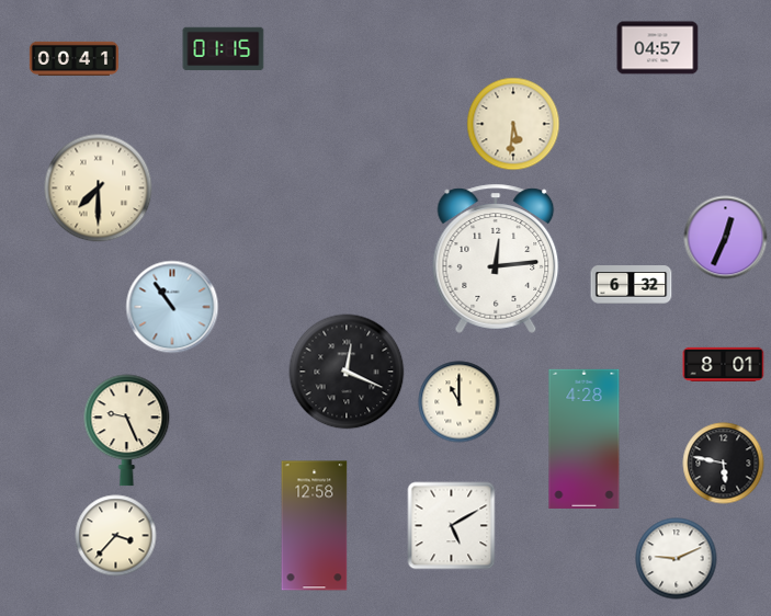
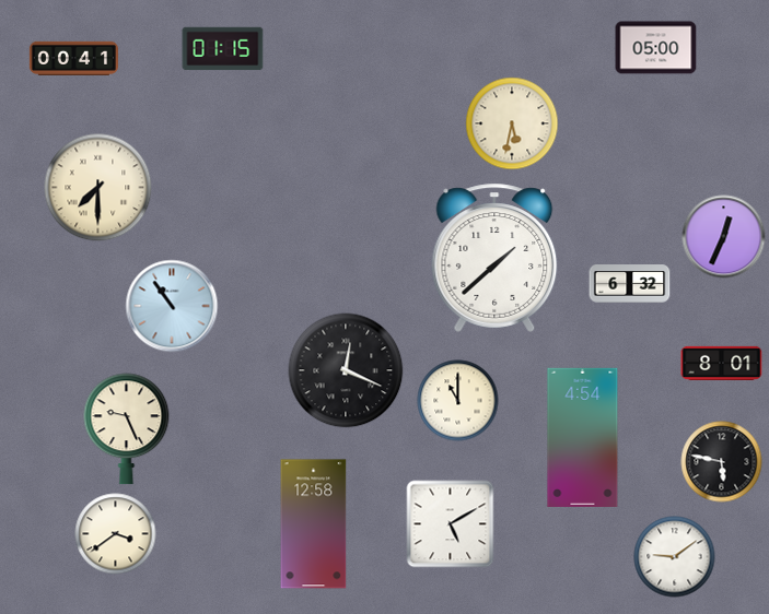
clock at (658, 48): 04:57 -> 05:00
clock at (513, 124): 5:31 -> 5:32
clock at (496, 259): 12:14 -> 1:38
clock at (585, 438): 4:28 -> 4:54
clock at (116, 536): 3:37 -> 3:39
clock at (677, 559): 9:11 -> 9:09
